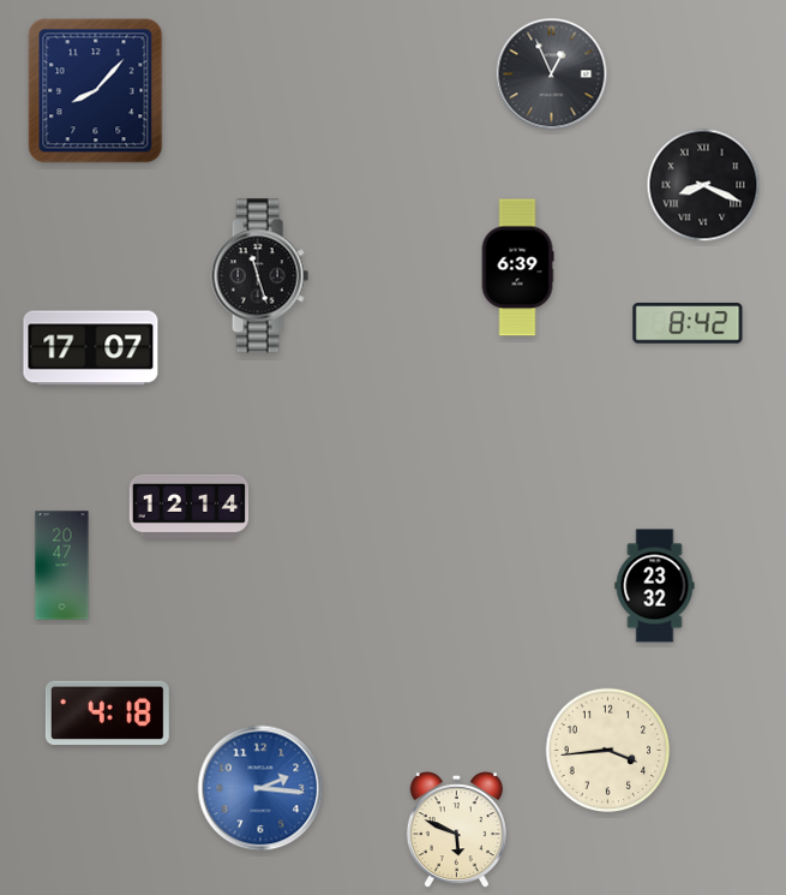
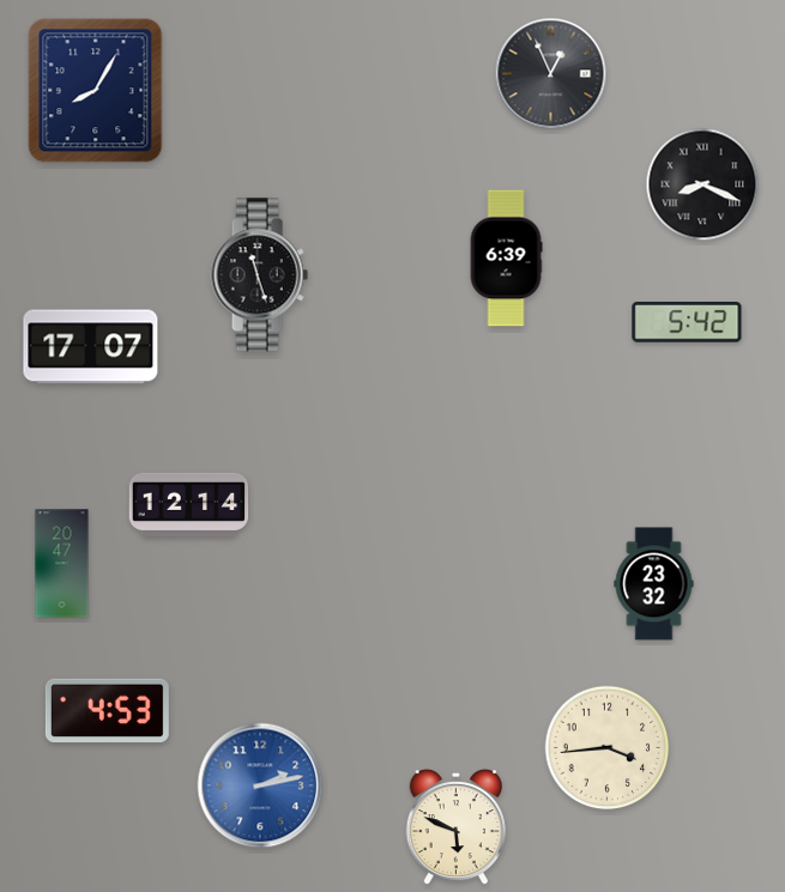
clock at (96, 91): 8:07 -> 8:05
clock at (517, 268) position: (517, 268) -> (506, 259)
clock at (688, 323): 8:42 -> 5:42
clock at (107, 714): 4:18 -> 4:53
clock at (260, 788): 2:16 -> 2:13
